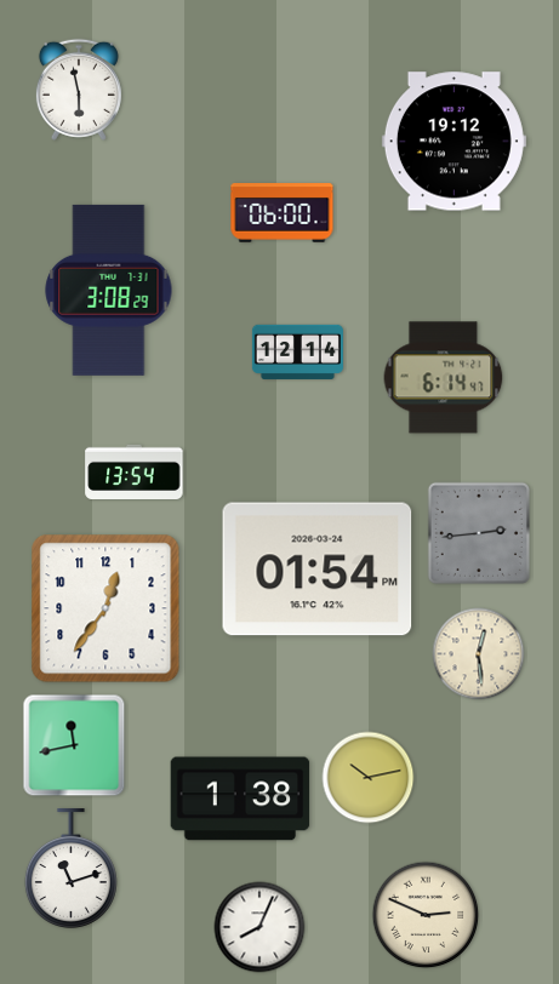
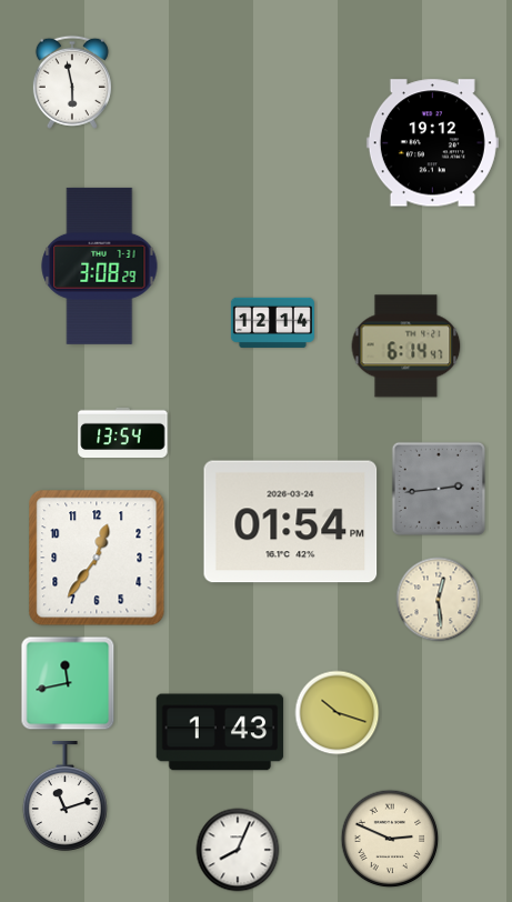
clock at (454, 142) position: (454, 142) -> (432, 143)
clock at (283, 213): 06:00 -> none
clock at (369, 778): 10:13 -> 10:18
clock at (240, 799): 1:38 -> 1:43
